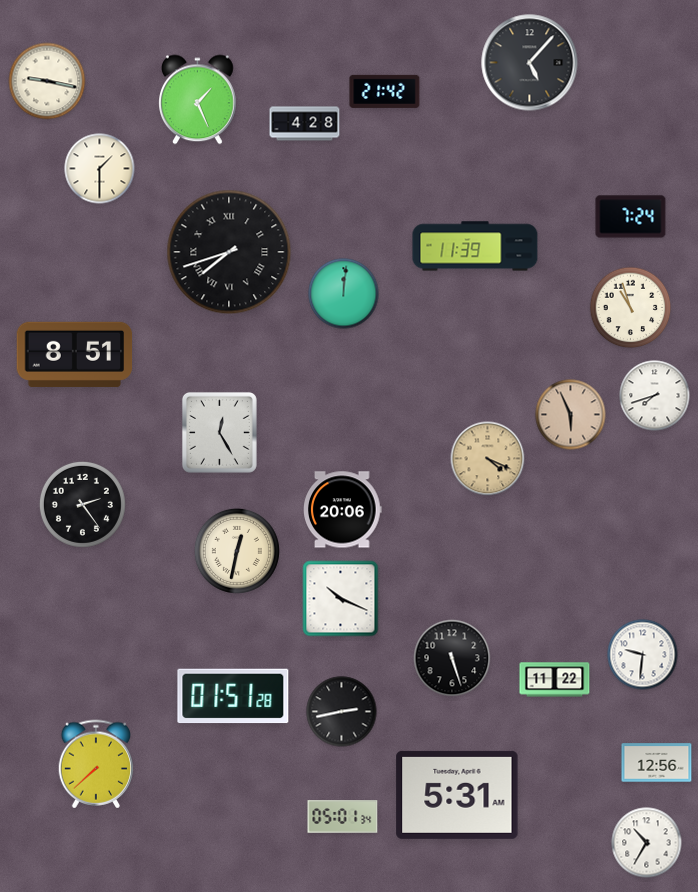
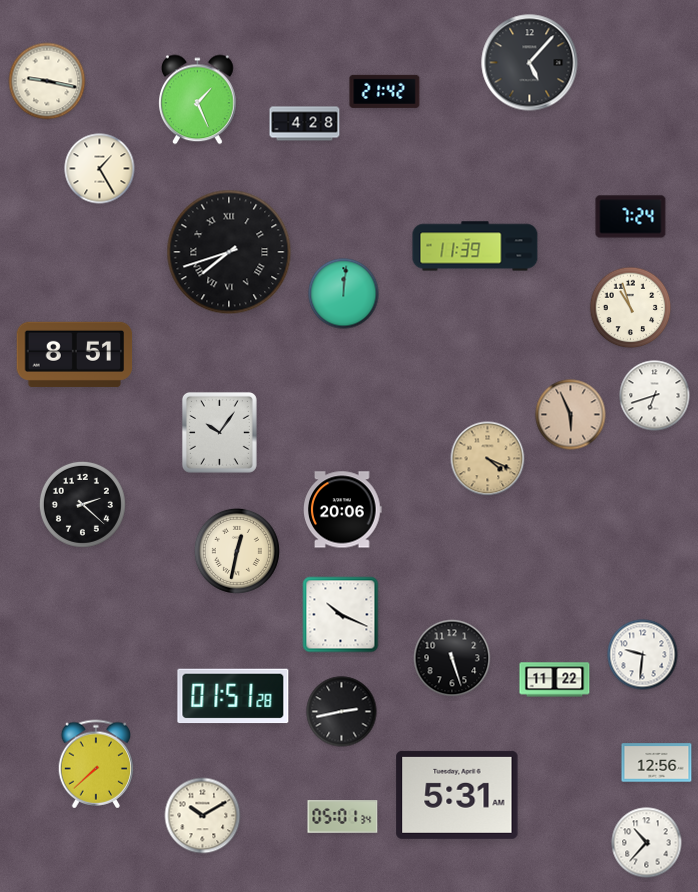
clock at (100, 169): 1:30 -> 1:25
clock at (655, 396): 7:42 -> 6:42
clock at (219, 432): 12:25 -> 10:06
clock at (82, 504): 2:24 -> 2:22
clock at (341, 599) position: (341, 599) -> (341, 615)
clock at (203, 816): none -> 10:10
clock at (647, 843): 10:35 -> 10:37
